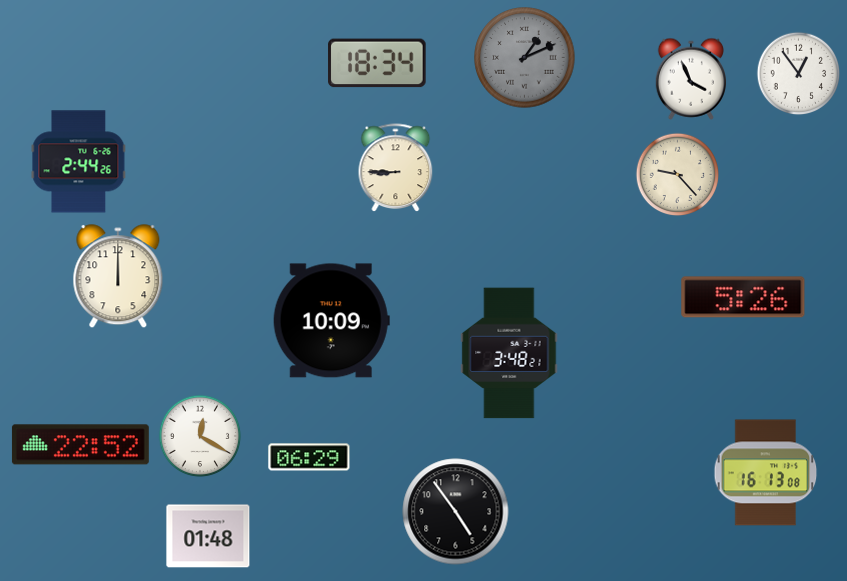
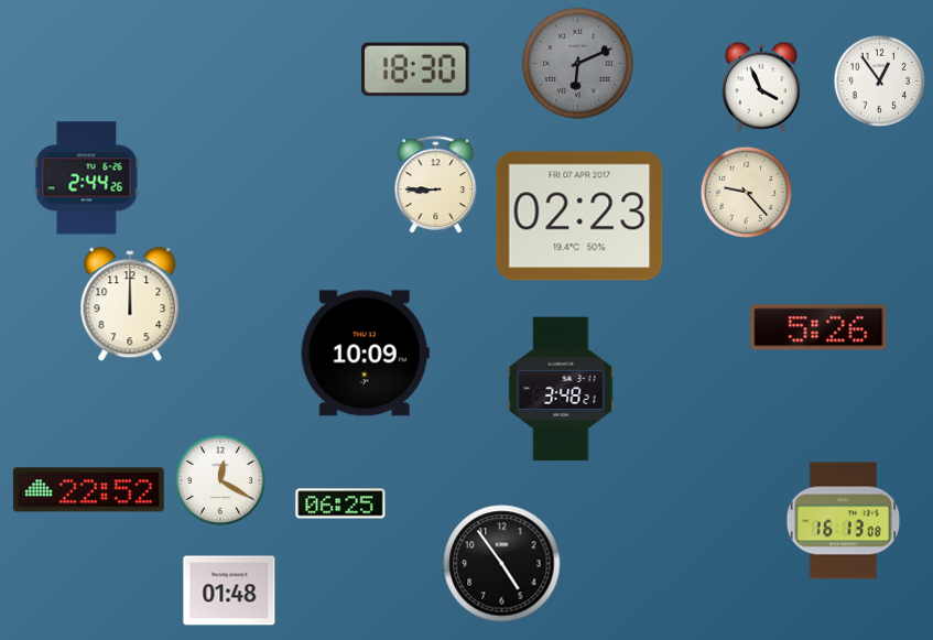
clock at (525, 58): 1:11 -> 6:11
clock at (377, 63): 18:34 -> 18:30
clock at (579, 216): none -> 02:23
clock at (309, 457): 06:29 -> 06:25
